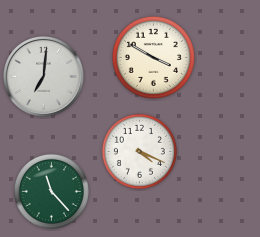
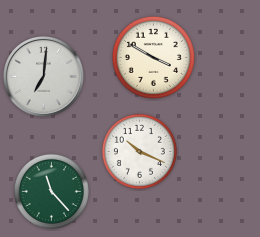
clock at (139, 151): 4:19 -> 10:19
